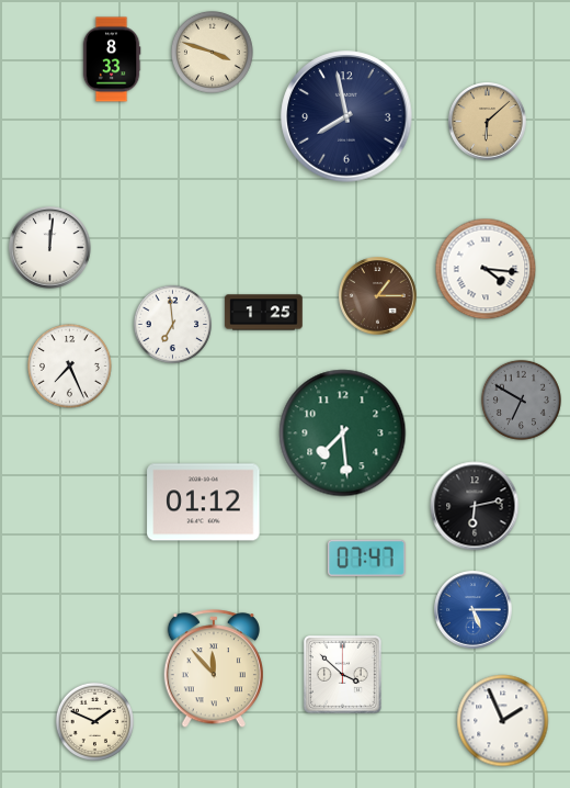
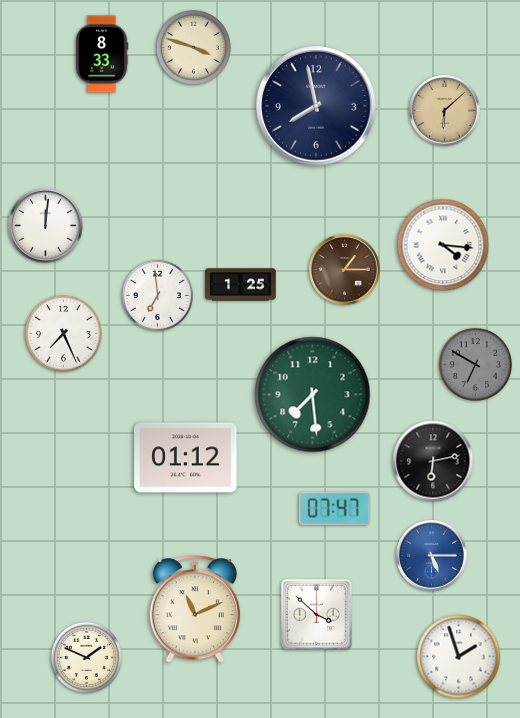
clock at (214, 669): 11:53 -> 11:11
clock at (342, 674) position: (342, 674) -> (316, 614)
clock at (503, 721): 1:56 -> 1:57
